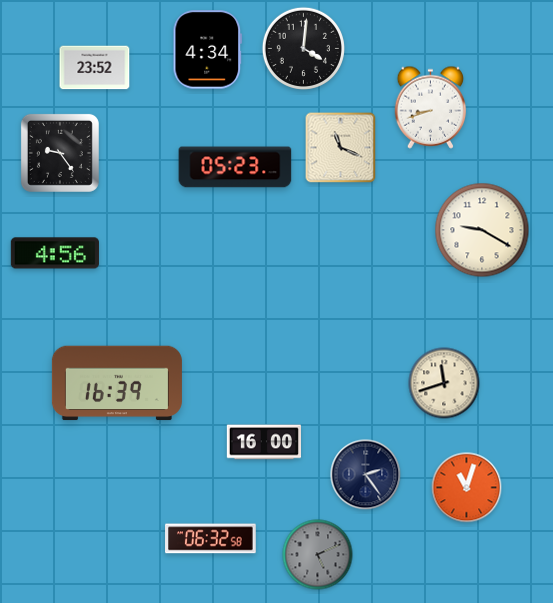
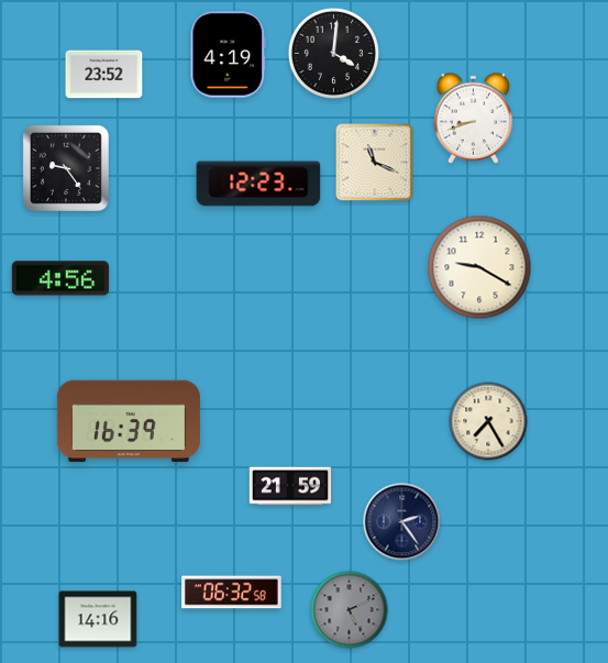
clock at (208, 50): 4:34 -> 4:19
clock at (235, 167): 05:23 -> 12:23
clock at (482, 230) position: (482, 230) -> (479, 267)
clock at (444, 383): 11:42 -> 7:25
clock at (263, 442): 16:00 -> 21:59
clock at (467, 488): 11:03 -> none
clock at (98, 619): none -> 14:16
